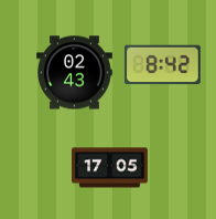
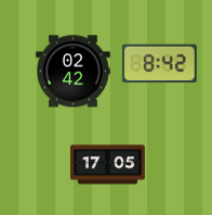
clock at (75, 73): 02:43 -> 02:42
